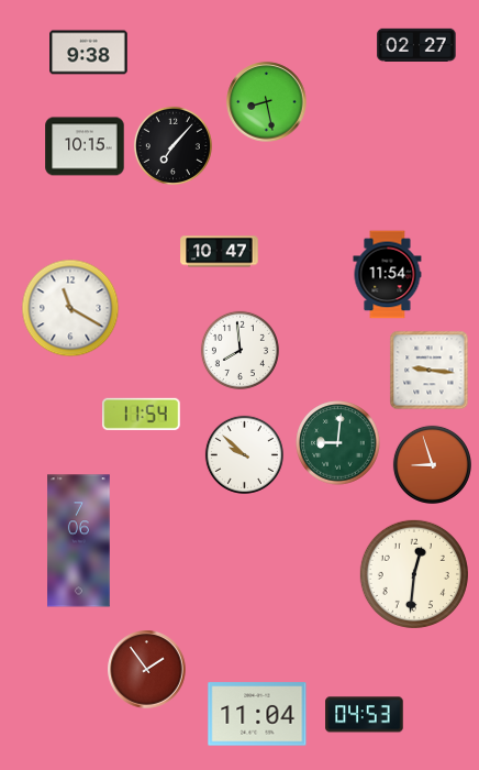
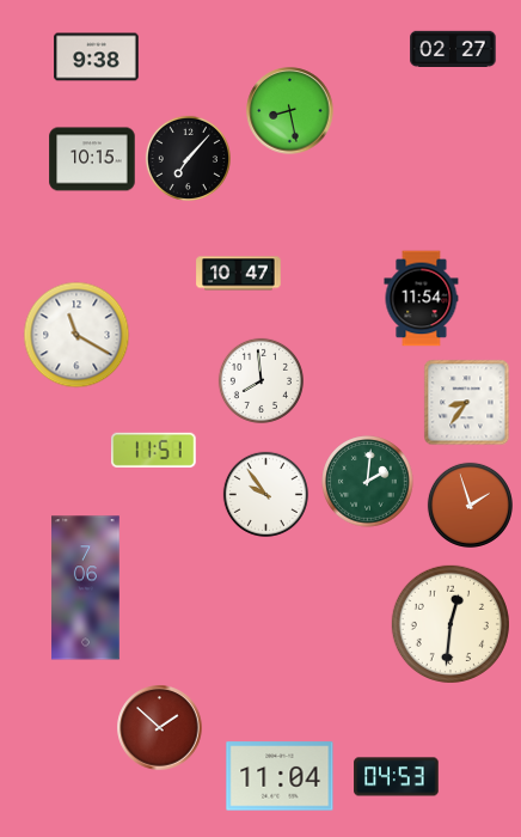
clock at (430, 371): 9:16 -> 8:36
clock at (142, 414): 11:54 -> 11:51
clock at (338, 443): 9:01 -> 2:01
clock at (244, 454): 9:52 -> 9:54
clock at (432, 464): 8:57 -> 1:57
clock at (147, 670): 1:54 -> 1:52
